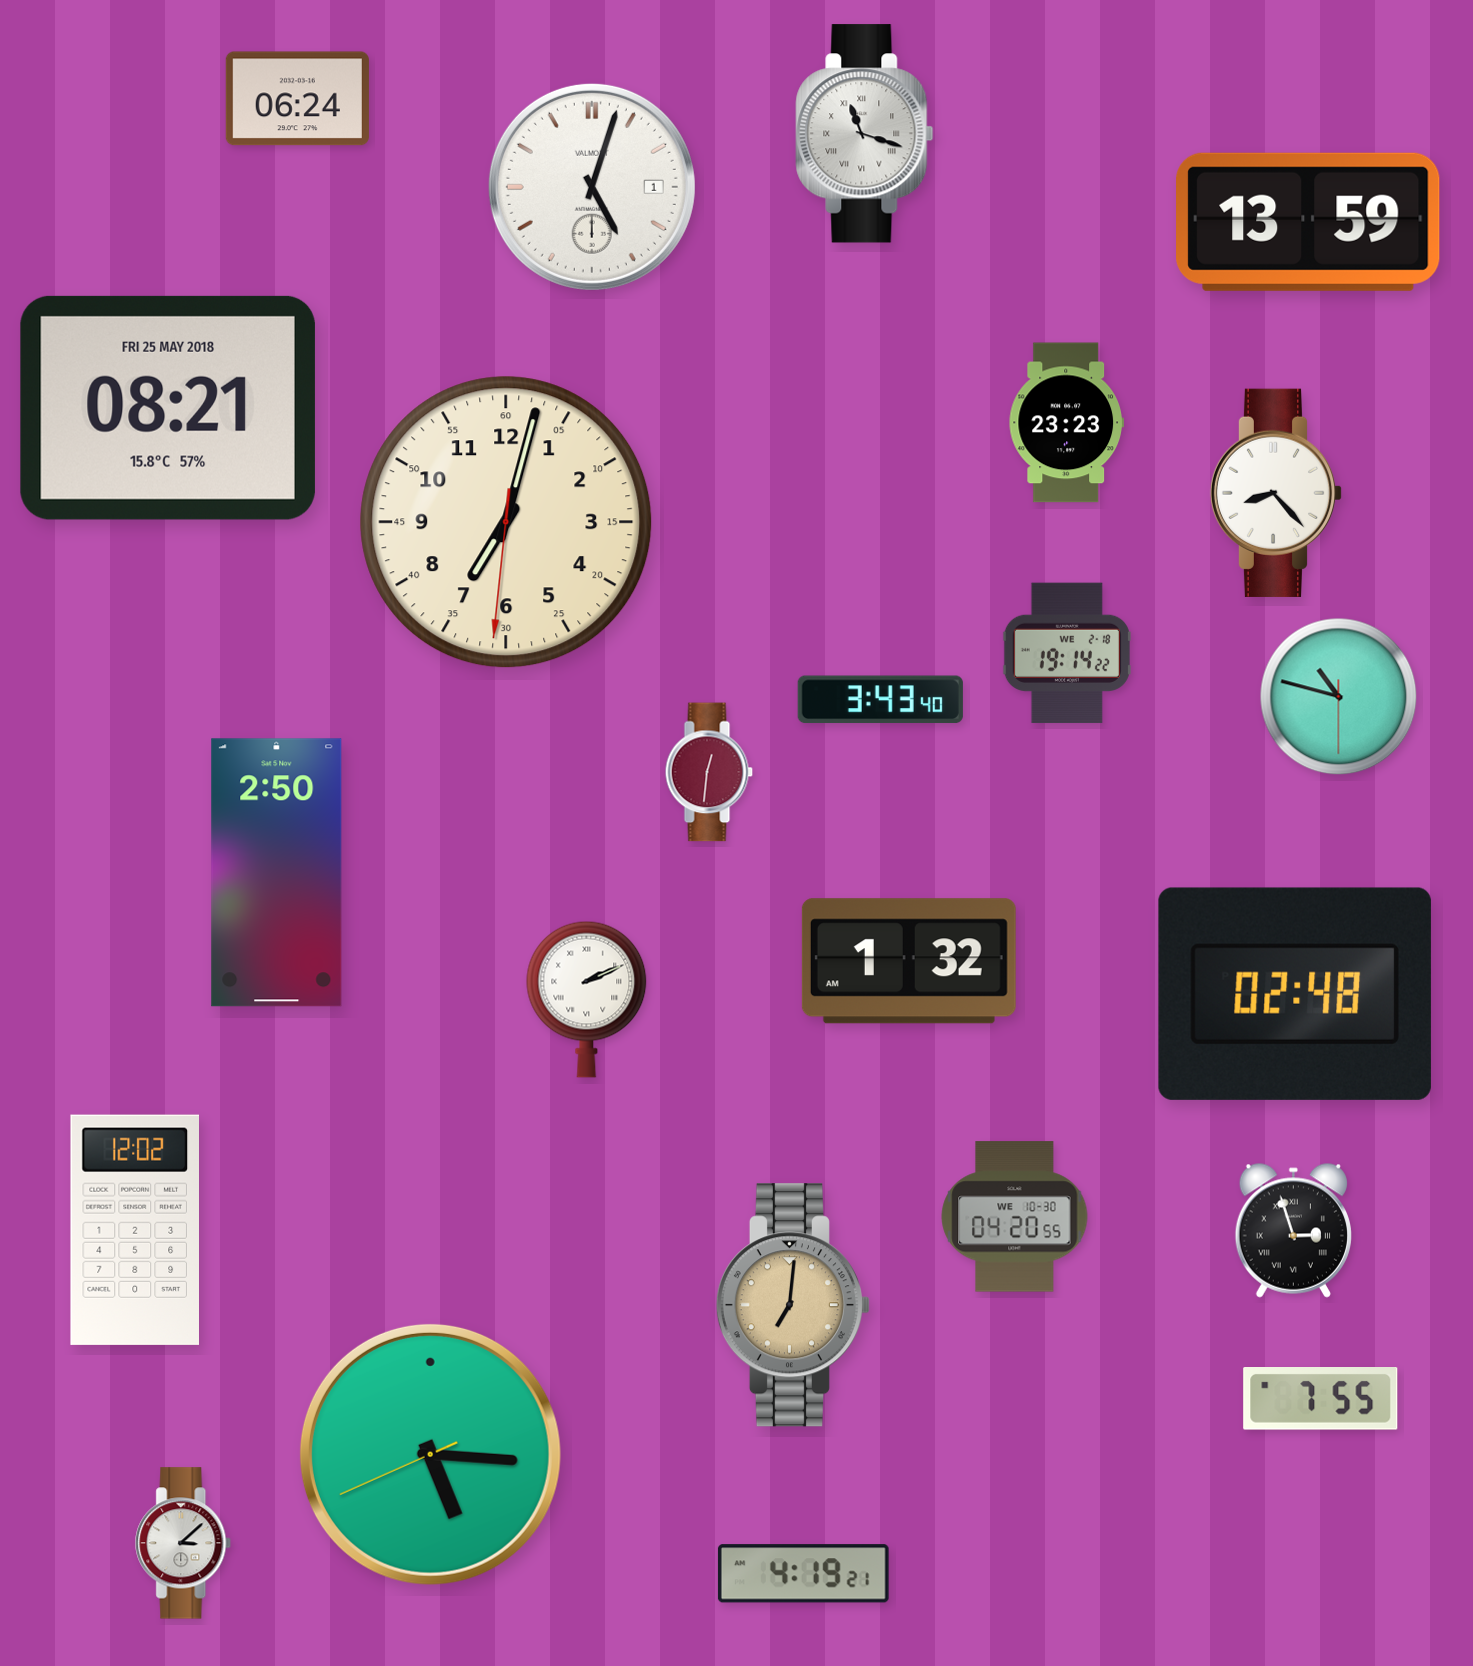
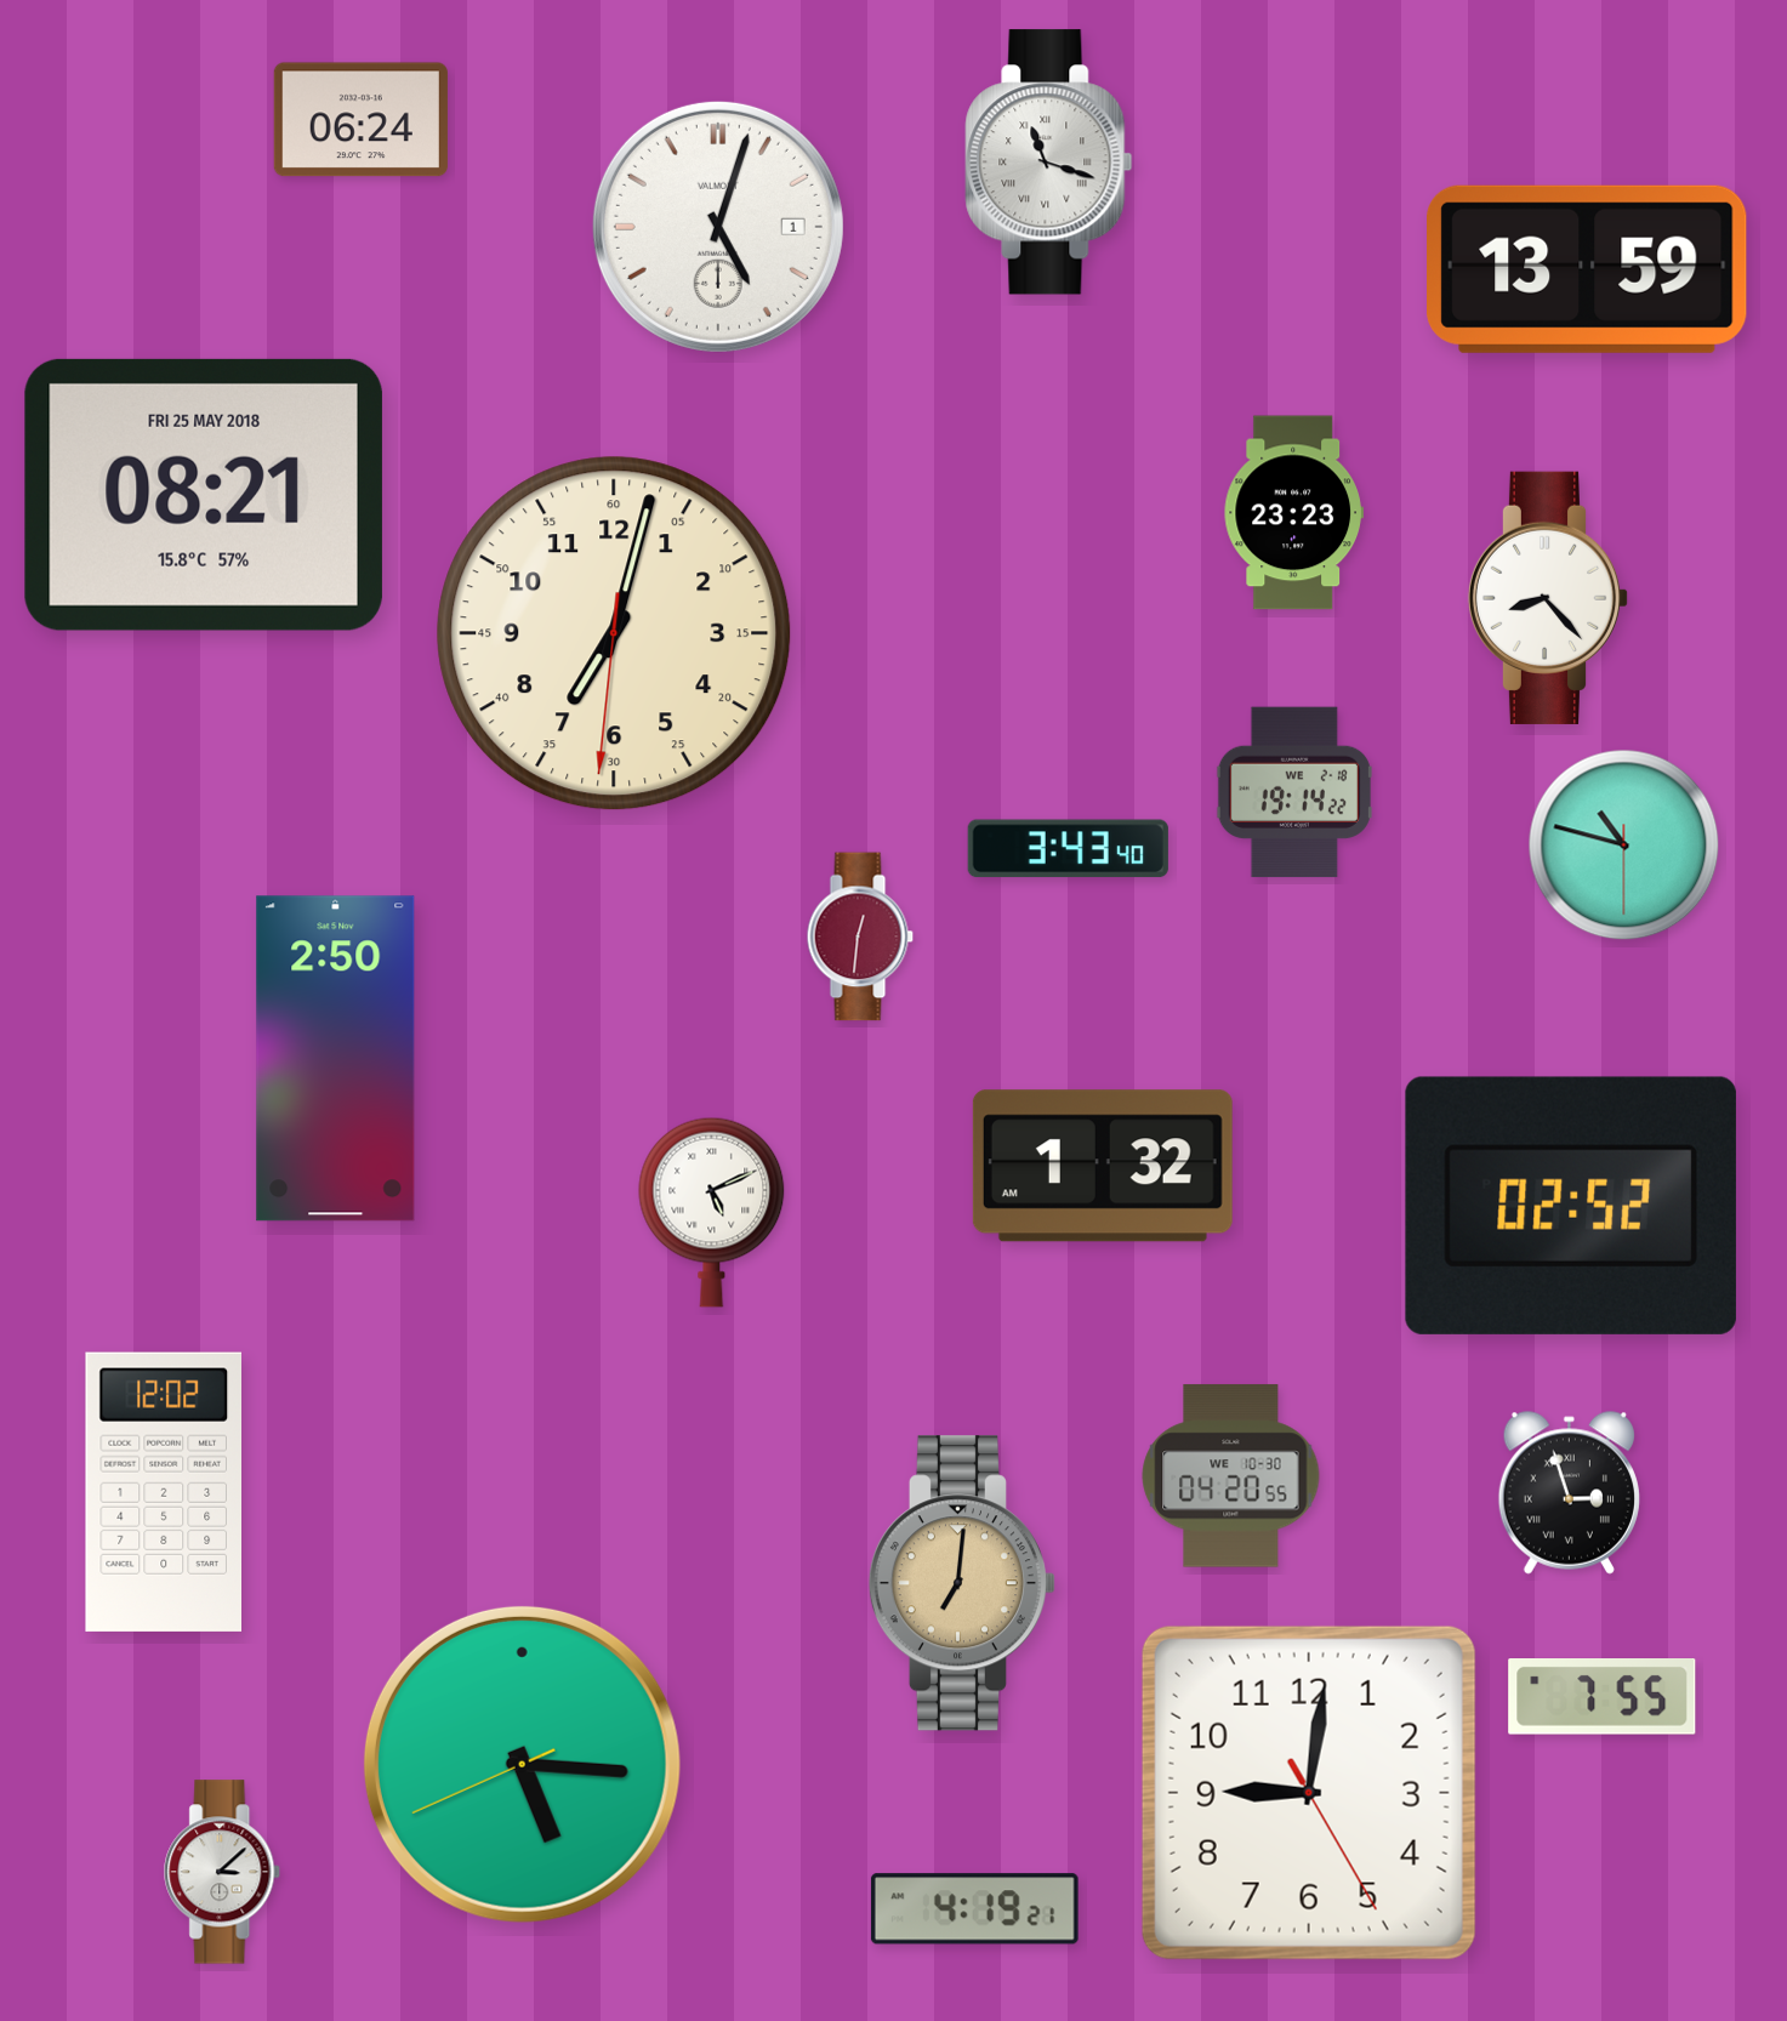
clock at (1295, 994): 02:48 -> 02:52
clock at (587, 999): 2:11 -> 5:11
clock at (1309, 1793): none -> 9:01
